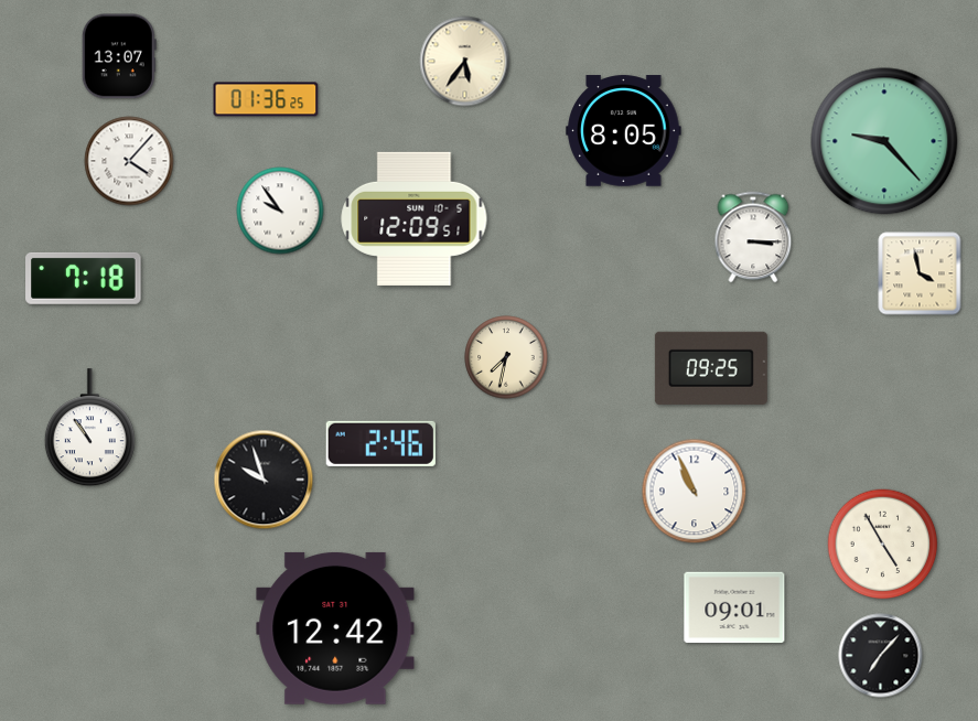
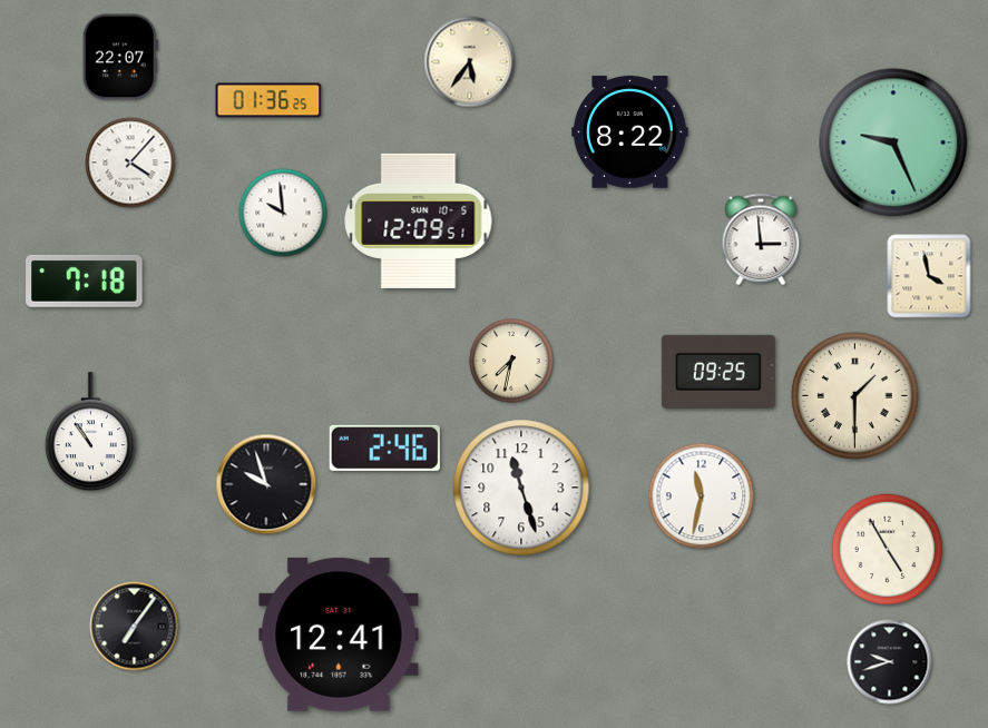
clock at (119, 56): 13:07 -> 22:07
clock at (624, 131): 8:05 -> 8:22
clock at (884, 141): 9:23 -> 9:26
clock at (280, 211): 9:54 -> 9:59
clock at (753, 237): 3:15 -> 2:59
clock at (855, 396): none -> 1:30
clock at (521, 488): none -> 11:27
clock at (695, 492): 10:56 -> 11:32
clock at (883, 545) position: (883, 545) -> (888, 550)
clock at (734, 607): 09:01 -> none
clock at (135, 627): none -> 7:06
clock at (335, 628): 12:42 -> 12:41
clock at (881, 656): 7:07 -> 9:42
